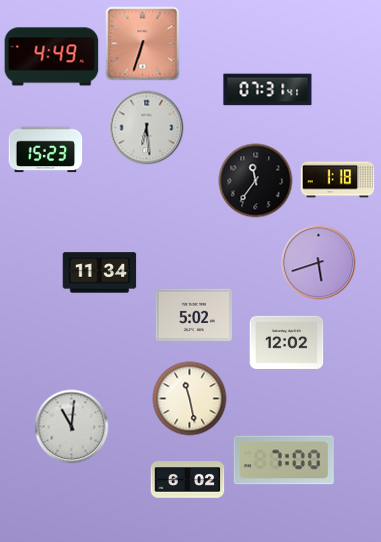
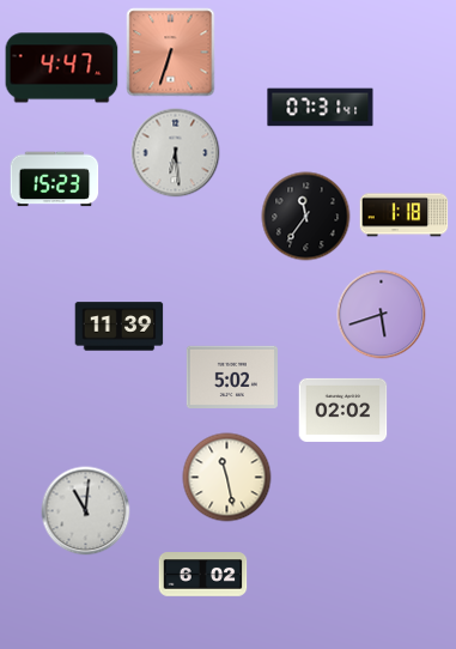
clock at (52, 57): 4:49 -> 4:47
clock at (100, 273): 11:34 -> 11:39
clock at (287, 342): 12:02 -> 02:02
clock at (284, 460): 7:00 -> none
clock at (188, 480) position: (188, 480) -> (203, 575)
